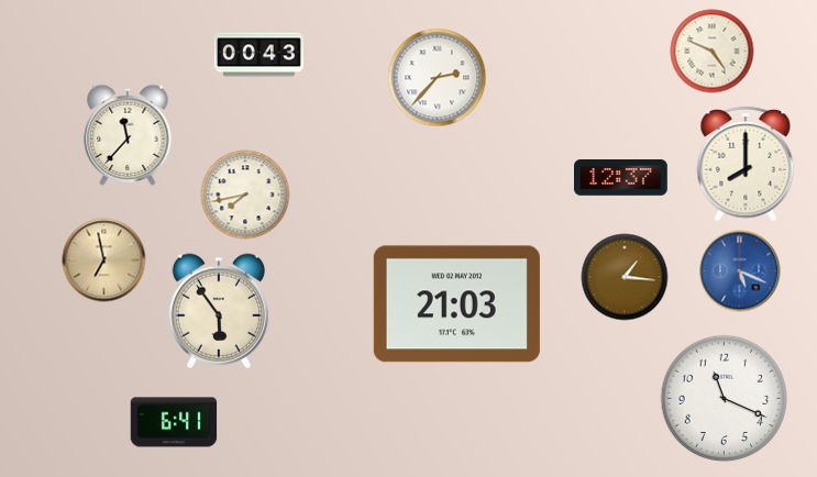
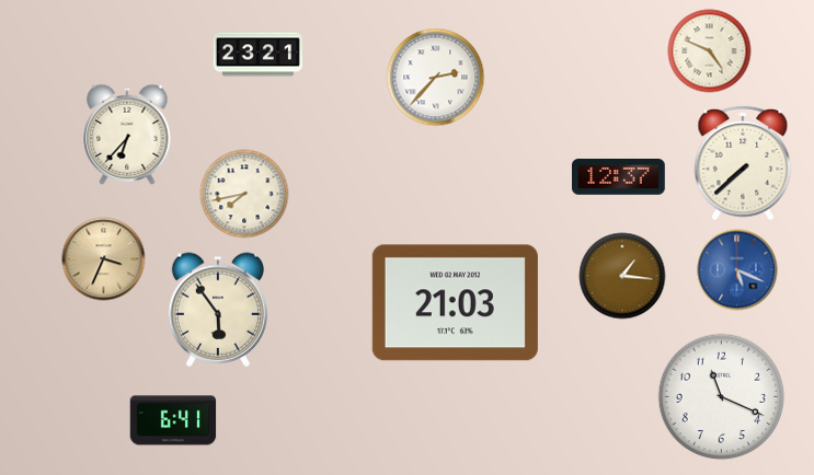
clock at (258, 55): 00:43 -> 23:21
clock at (128, 135): 11:37 -> 6:37
clock at (746, 164): 8:00 -> 7:38
clock at (104, 260): 6:58 -> 3:34
